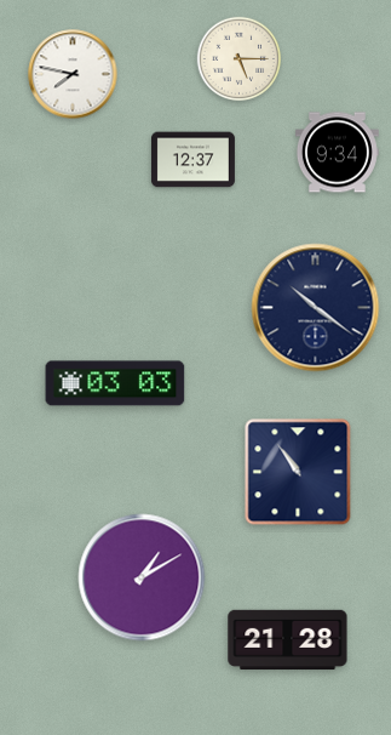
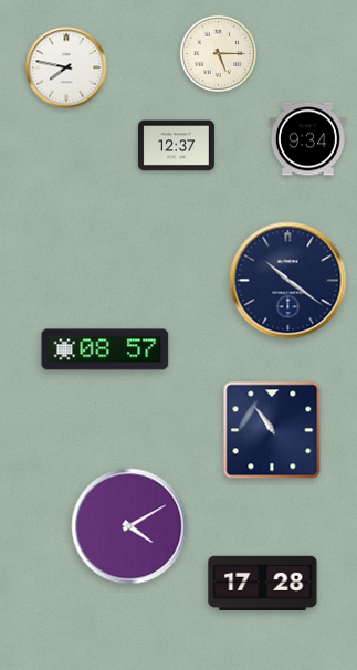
clock at (115, 383): 03:03 -> 08:57
clock at (142, 577): 1:10 -> 4:10
clock at (288, 640): 21:28 -> 17:28
